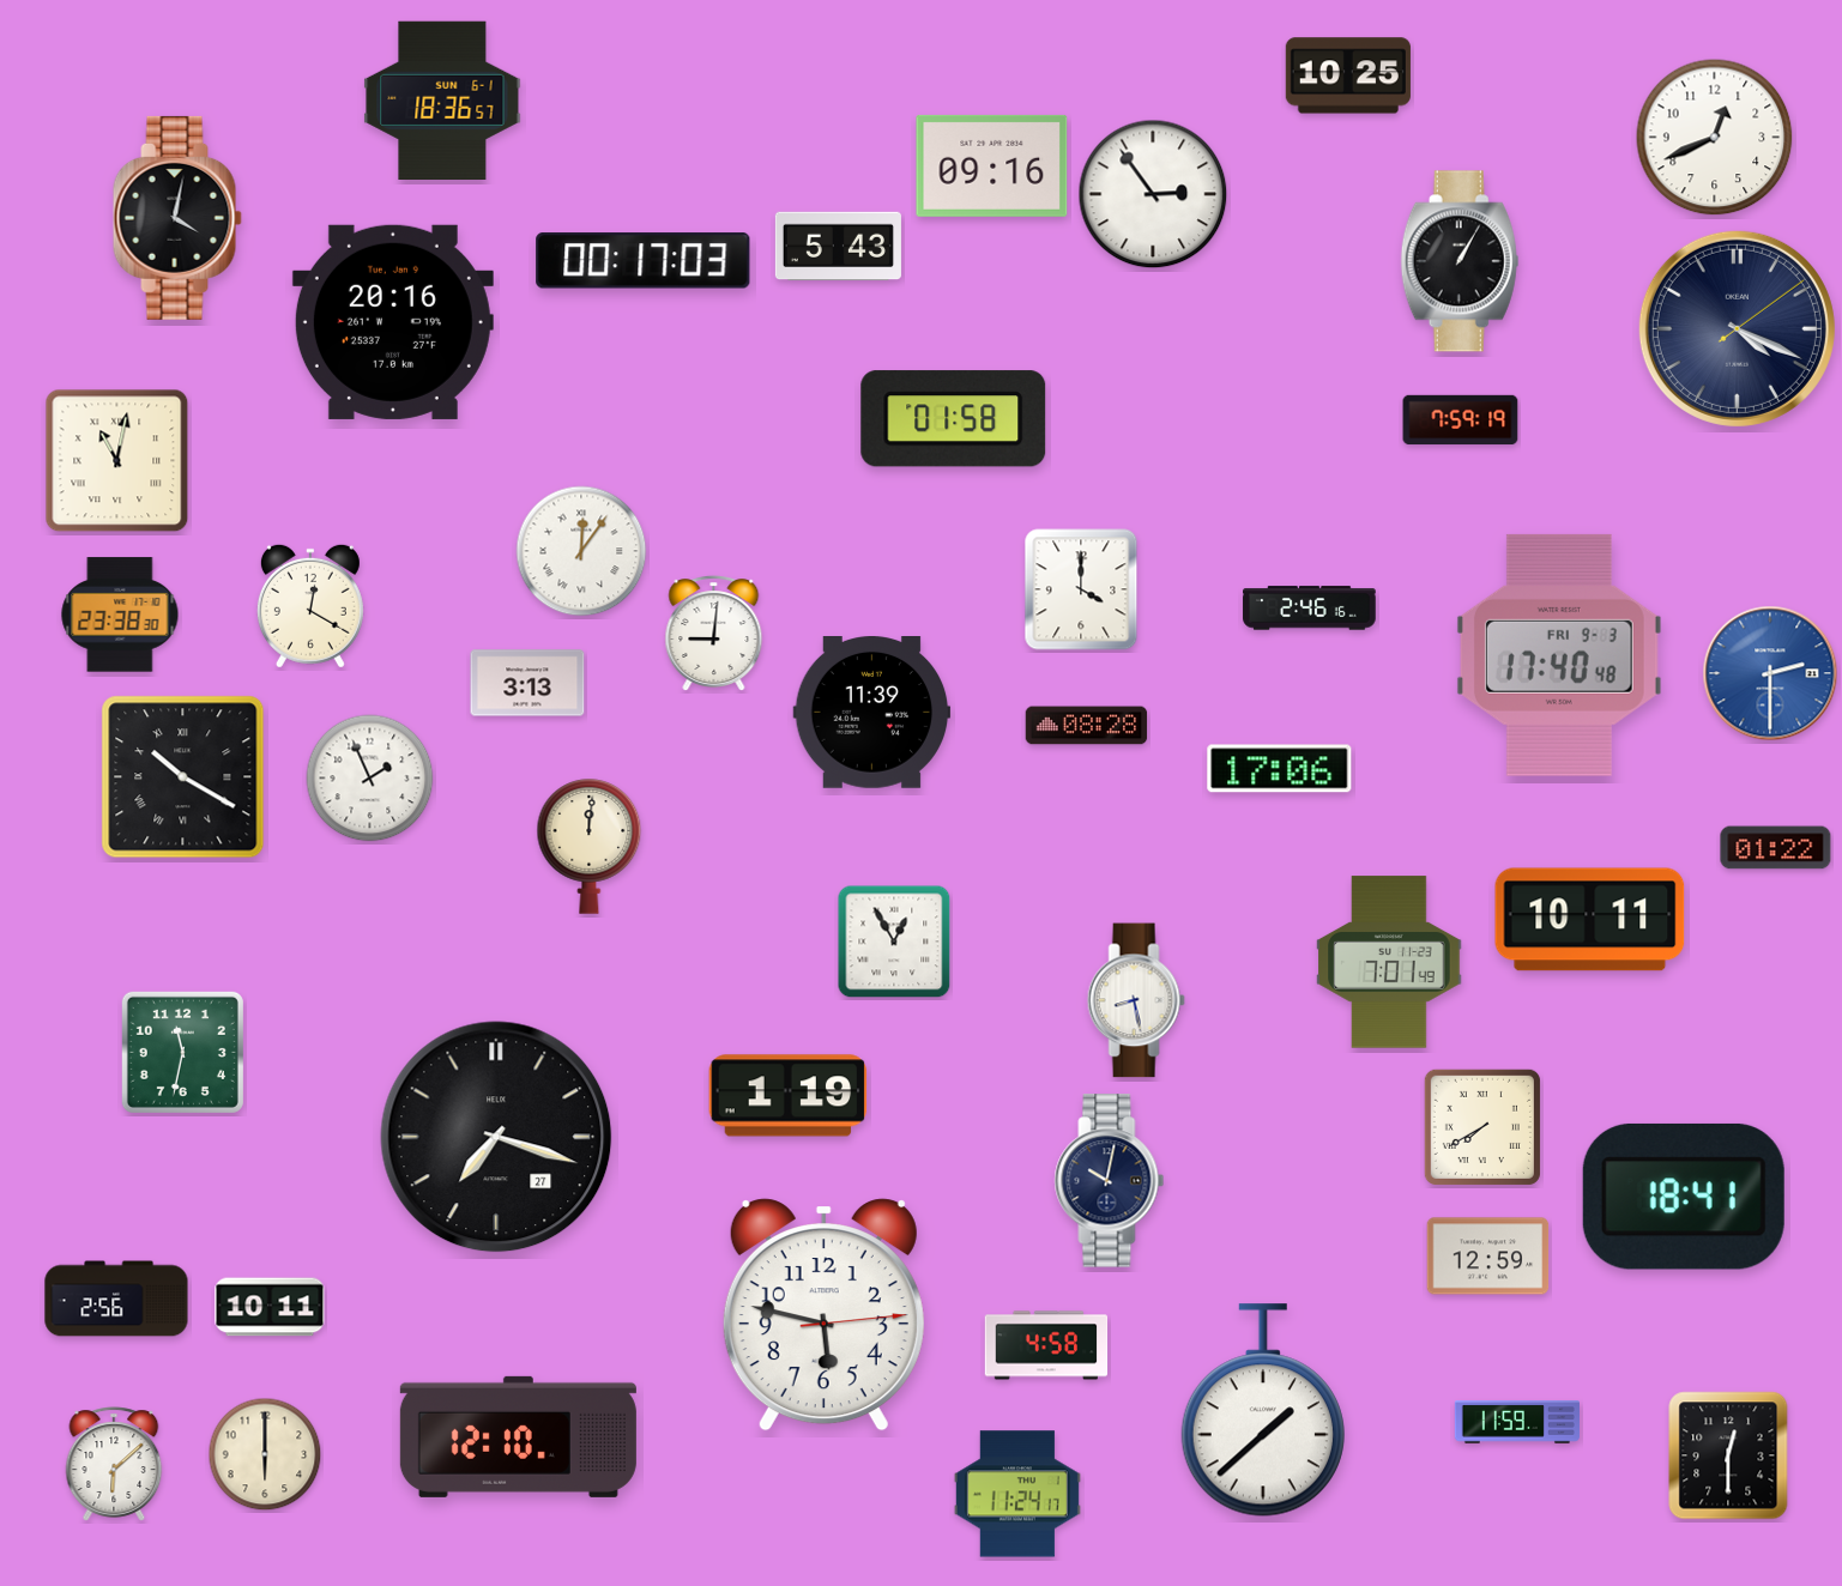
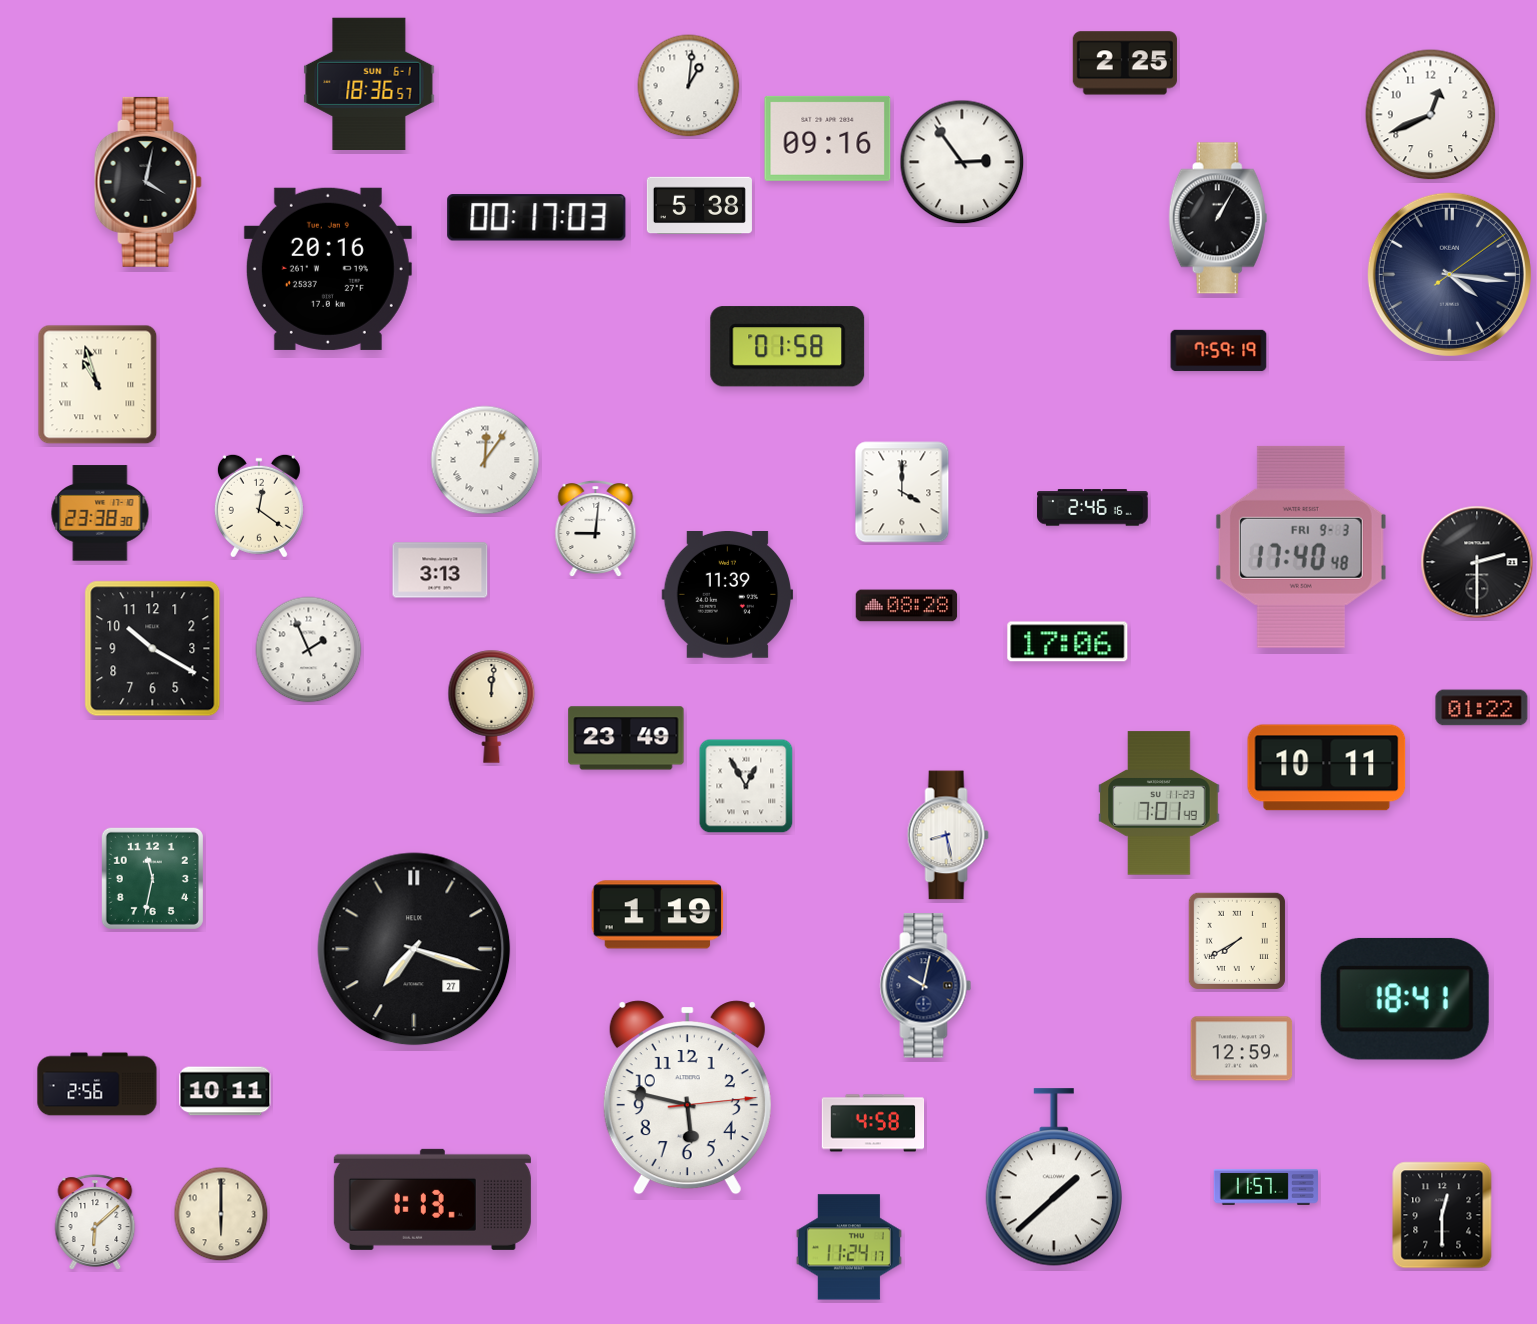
clock at (1348, 75): 10:25 -> 2:25
clock at (689, 86): none -> 1:01
clock at (838, 247): 5:43 -> 5:38
clock at (1737, 328): 4:19 -> 4:16
clock at (954, 419) position: (954, 419) -> (788, 347)
clock at (117, 461): 11:02 -> 10:57
clock at (310, 606): 12:20 -> 12:21
clock at (1770, 673) dial: blue -> black
clock at (183, 777) numerals: Roman -> Arabic
clock at (626, 738): none -> 23:49
clock at (1517, 1422): 11:59 -> 11:57
clock at (518, 1436): 12:10 -> 1:13
